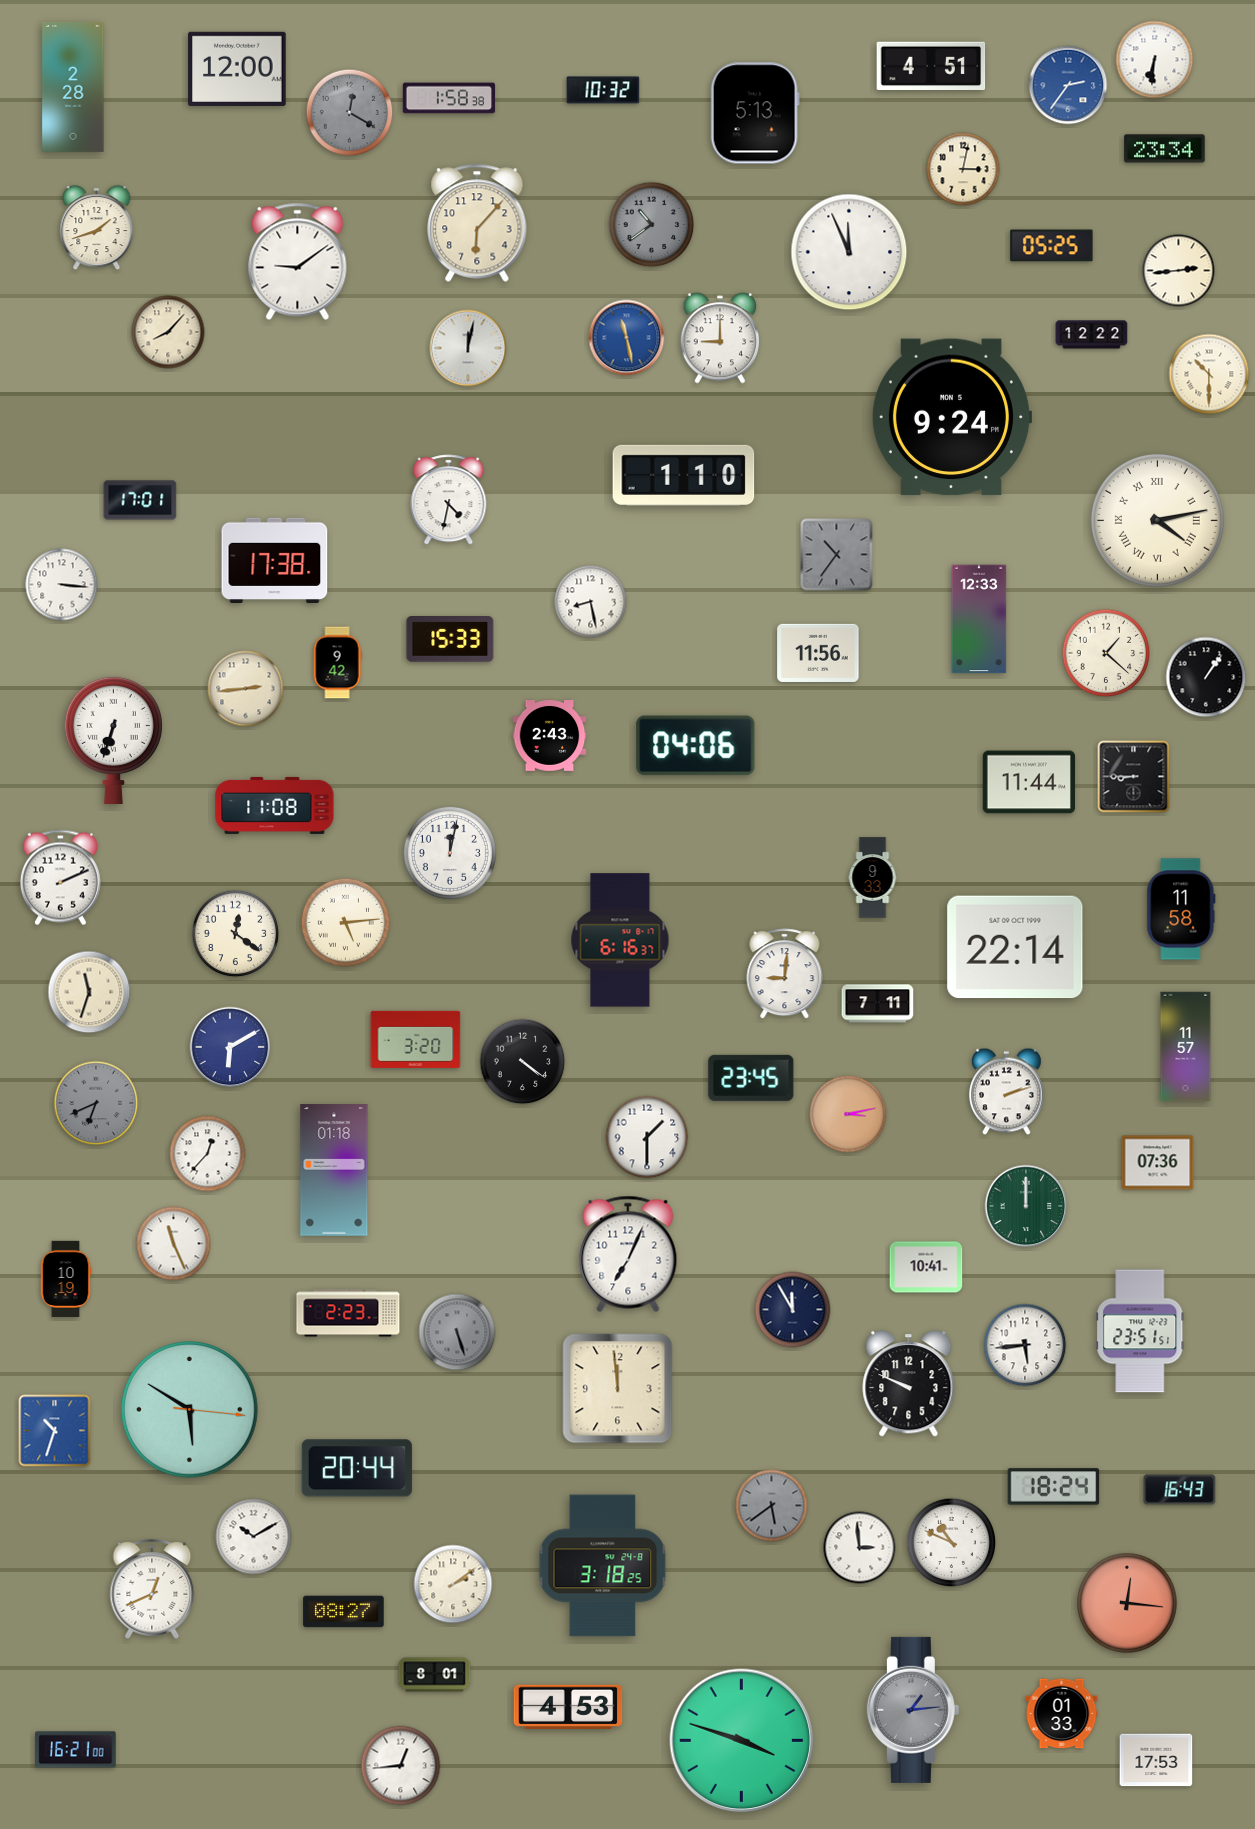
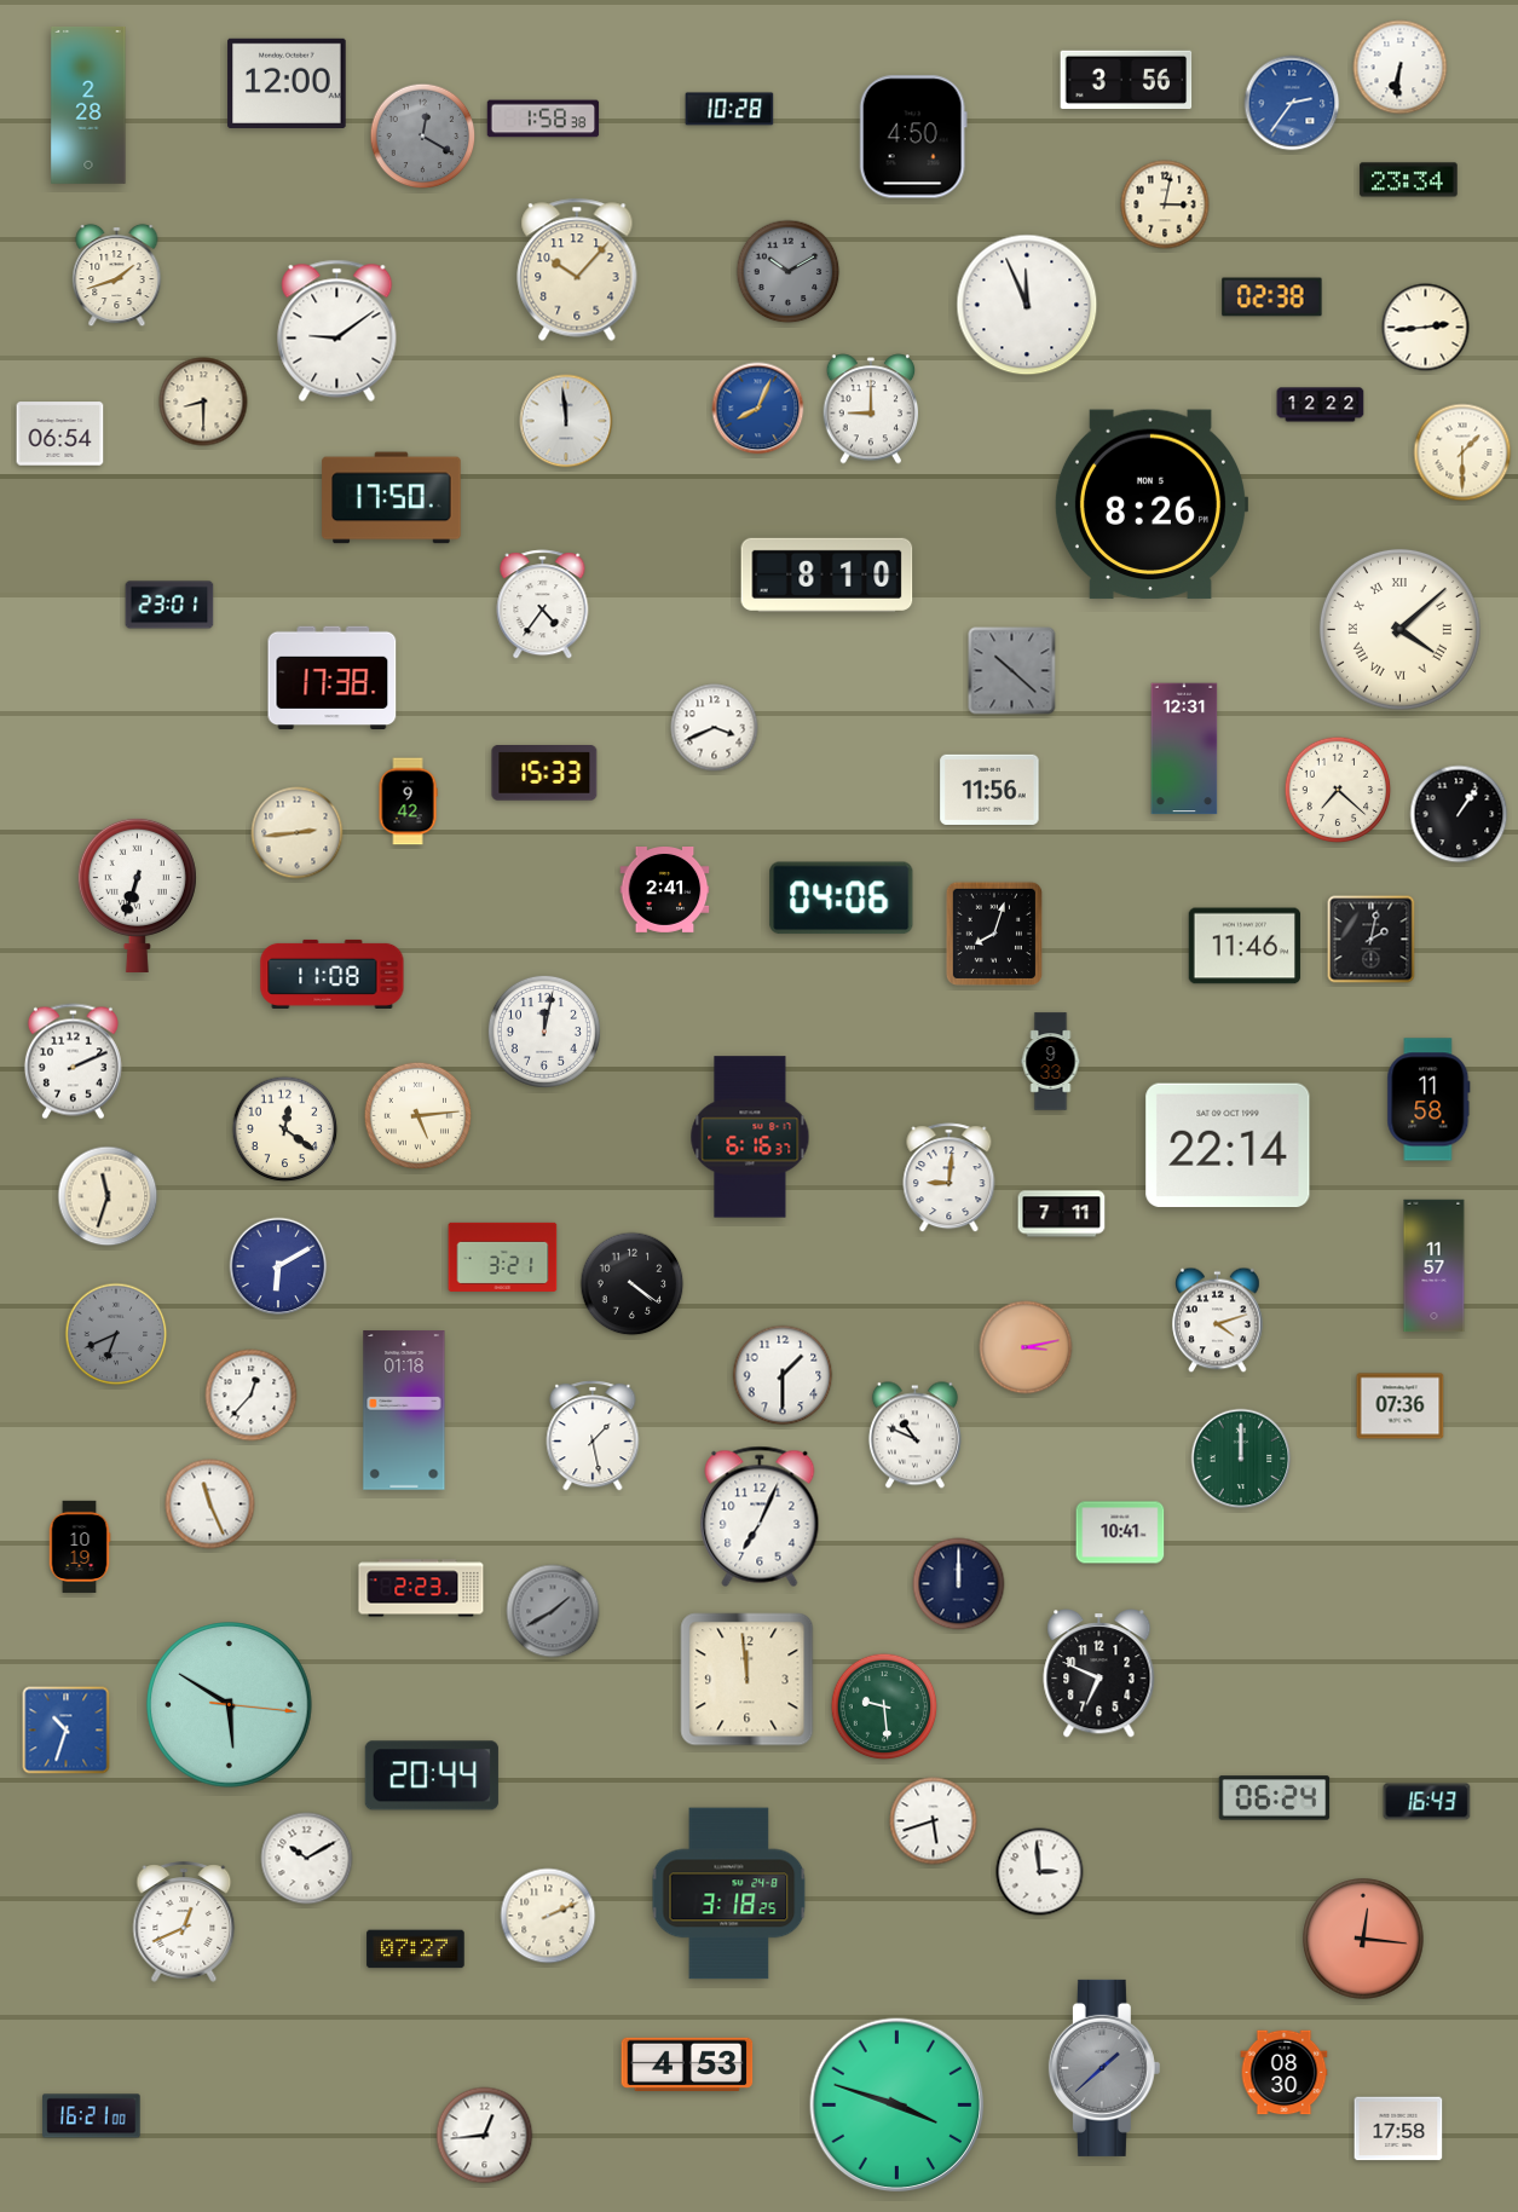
clock at (1155, 60) position: (1155, 60) -> (1401, 68)
clock at (931, 65): 4:51 -> 3:56
clock at (603, 90): 10:32 -> 10:28
clock at (755, 113): 5:13 -> 4:50
clock at (477, 223): 6:07 -> 10:07
clock at (652, 225): 10:39 -> 10:10
clock at (1052, 246): 05:25 -> 02:38
clock at (298, 261) position: (298, 261) -> (337, 330)
clock at (168, 332): 8:07 -> 8:30
clock at (627, 338): 11:28 -> 8:04
clock at (468, 348): 12:02 -> 11:59
clock at (60, 434): none -> 06:54
clock at (1209, 374): 10:30 -> 1:30
clock at (392, 498): none -> 17:50
clock at (951, 417): 9:24 -> 8:26
clock at (684, 475): 1:10 -> 8:10
clock at (140, 500): 17:01 -> 23:01
clock at (449, 500): 4:32 -> 4:36
clock at (1157, 520): 4:13 -> 4:08
clock at (837, 555): 10:36 -> 10:22
clock at (62, 585): 3:16 -> none
clock at (591, 602): 8:28 -> 3:41
clock at (979, 619): 12:33 -> 12:31
clock at (1106, 653): 1:22 -> 7:22
clock at (1206, 677) position: (1206, 677) -> (1459, 814)
clock at (550, 736): 2:43 -> 2:41
clock at (696, 746) position: (696, 746) -> (842, 899)
clock at (993, 932): none -> 8:03
clock at (1134, 777): 8:45 -> 2:02
clock at (1029, 782): 11:44 -> 11:46
clock at (873, 878) position: (873, 878) -> (1051, 1062)
clock at (89, 992) position: (89, 992) -> (108, 1196)
clock at (416, 1039): 3:20 -> 3:21
clock at (751, 1078): 23:45 -> none
clock at (1007, 1092): 2:12 -> 4:12
clock at (334, 1170) position: (334, 1170) -> (404, 1410)
clock at (593, 1436): none -> 1:28
clock at (914, 1436): none -> 10:49
clock at (793, 1310): 11:55 -> 12:00
clock at (1140, 1331): 23:51 -> none
clock at (457, 1332): 5:27 -> 1:40
clock at (1025, 1345): 5:44 -> none
clock at (909, 1384): 9:49 -> 6:49
clock at (884, 1706): none -> 9:29
clock at (1054, 1487): 18:24 -> 06:24
clock at (772, 1506): 5:39 -> 5:42
clock at (772, 1506) dial: grey -> white
clock at (952, 1543): 10:49 -> none
clock at (453, 1584): 2:09 -> 2:11
clock at (344, 1612): 08:27 -> 07:27
clock at (435, 1675): 8:01 -> none
clock at (913, 1710): 1:14 -> 1:38
clock at (1062, 1714): 01:33 -> 08:30
clock at (1156, 1760): 17:53 -> 17:58
